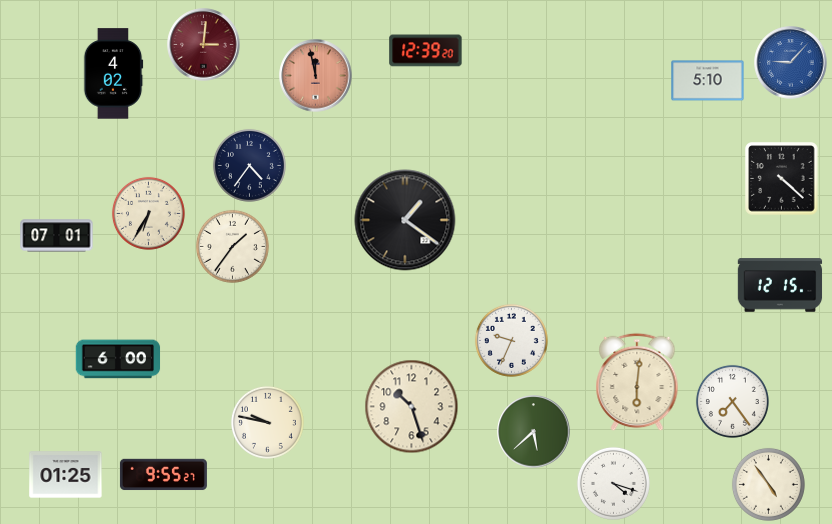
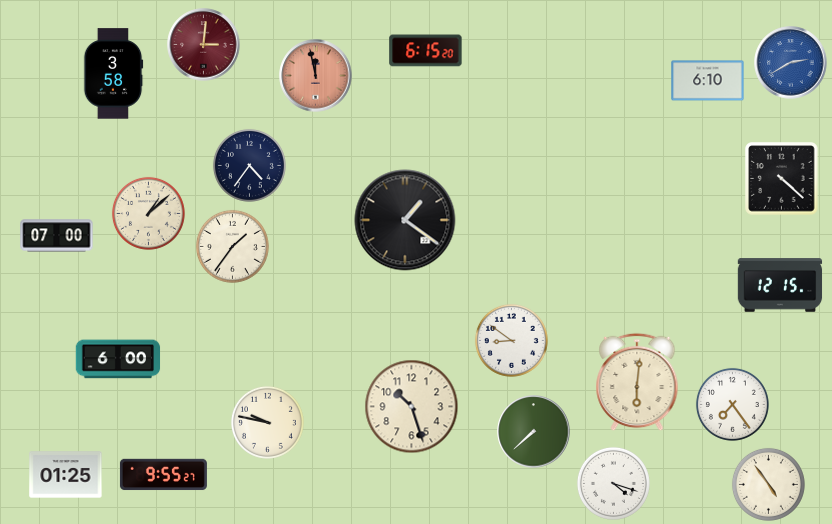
clock at (426, 51): 12:39 -> 6:15
clock at (791, 63): 9:07 -> 2:40
clock at (113, 74): 4:02 -> 3:58
clock at (708, 81): 5:10 -> 6:10
clock at (148, 213): 6:35 -> 1:08
clock at (57, 236): 07:01 -> 07:00
clock at (511, 340): 9:34 -> 8:51
clock at (732, 401) position: (732, 401) -> (732, 404)
clock at (534, 432): 5:38 -> 7:38
